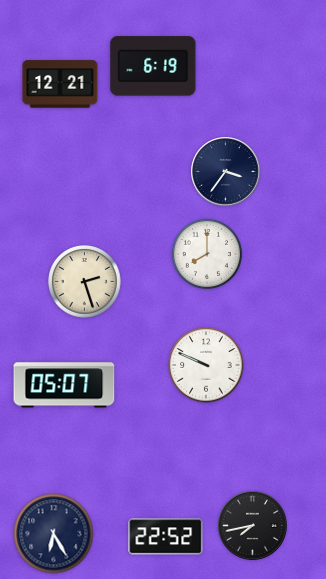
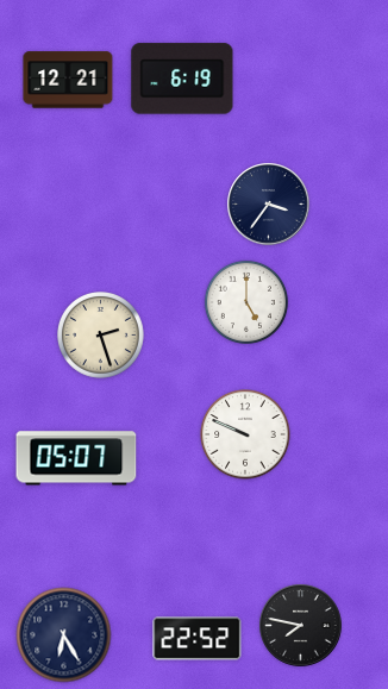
clock at (60, 84) position: (60, 84) -> (68, 80)
clock at (207, 254): 8:00 -> 5:00
clock at (253, 526): 7:43 -> 7:47
